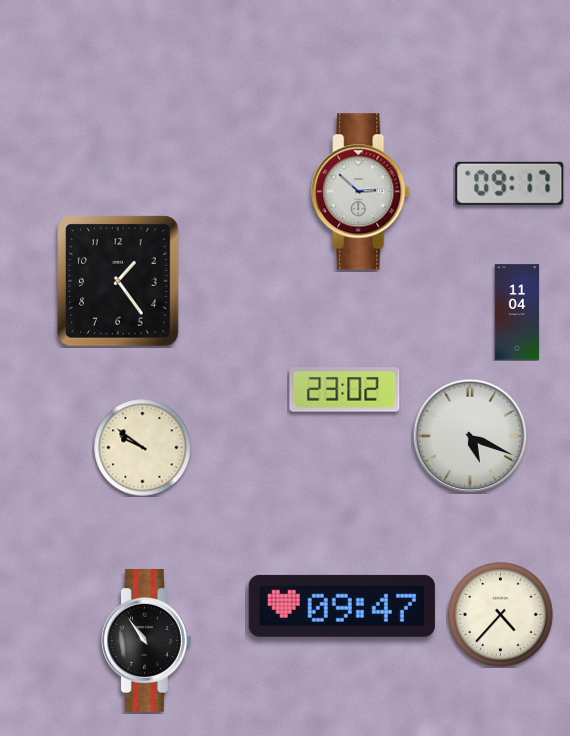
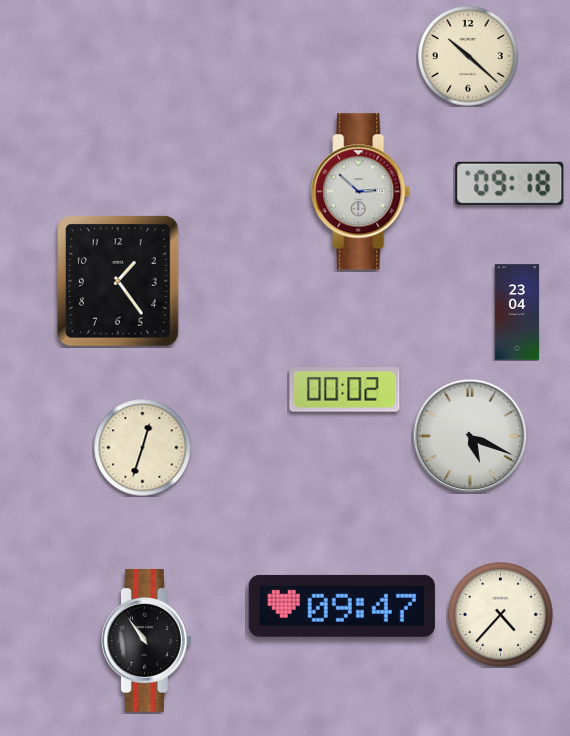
clock at (468, 56): none -> 10:22
clock at (510, 183): 09:17 -> 09:18
clock at (517, 312): 11:04 -> 23:04
clock at (345, 390): 23:02 -> 00:02
clock at (142, 447): 9:51 -> 12:33
